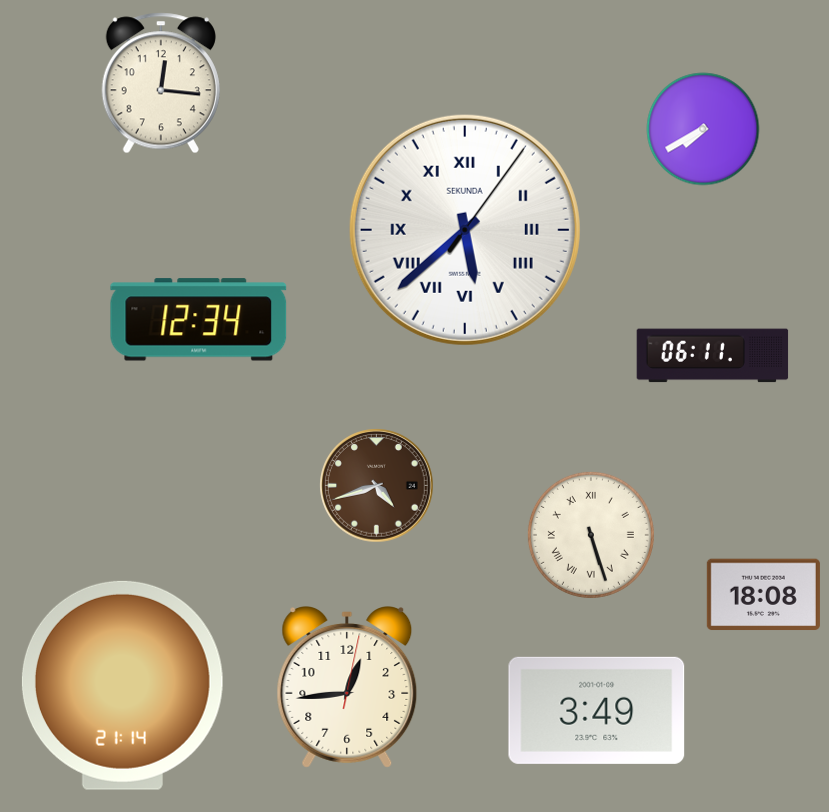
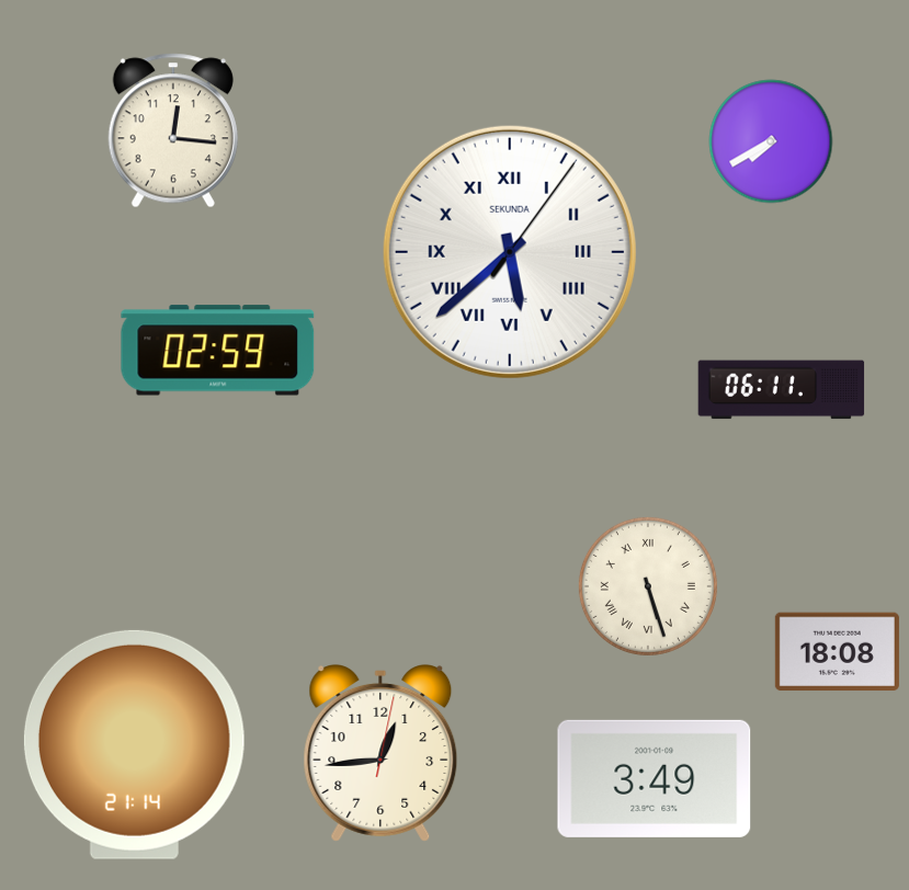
clock at (161, 83) position: (161, 83) -> (173, 130)
clock at (199, 320): 12:34 -> 02:59
clock at (377, 486): 4:42 -> none
clock at (122, 685) position: (122, 685) -> (134, 744)
